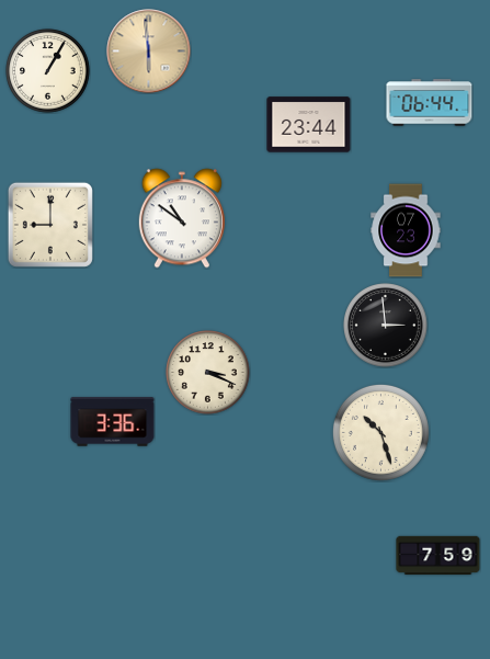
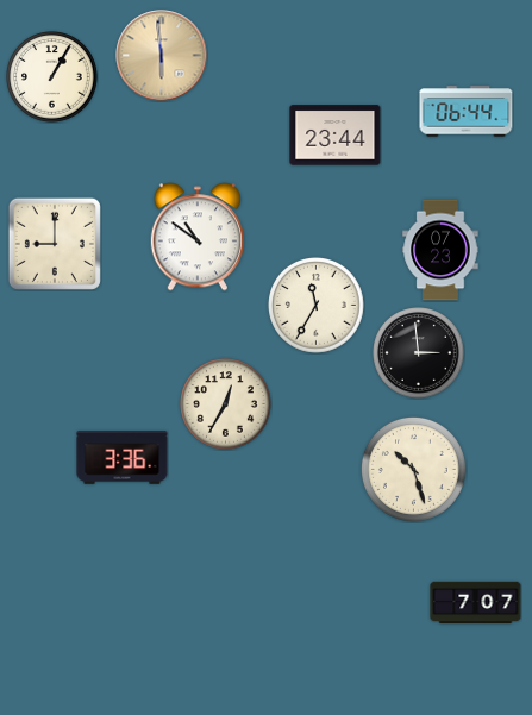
clock at (317, 306): none -> 11:35
clock at (208, 373): 3:19 -> 12:35
clock at (438, 556): 7:59 -> 7:07
